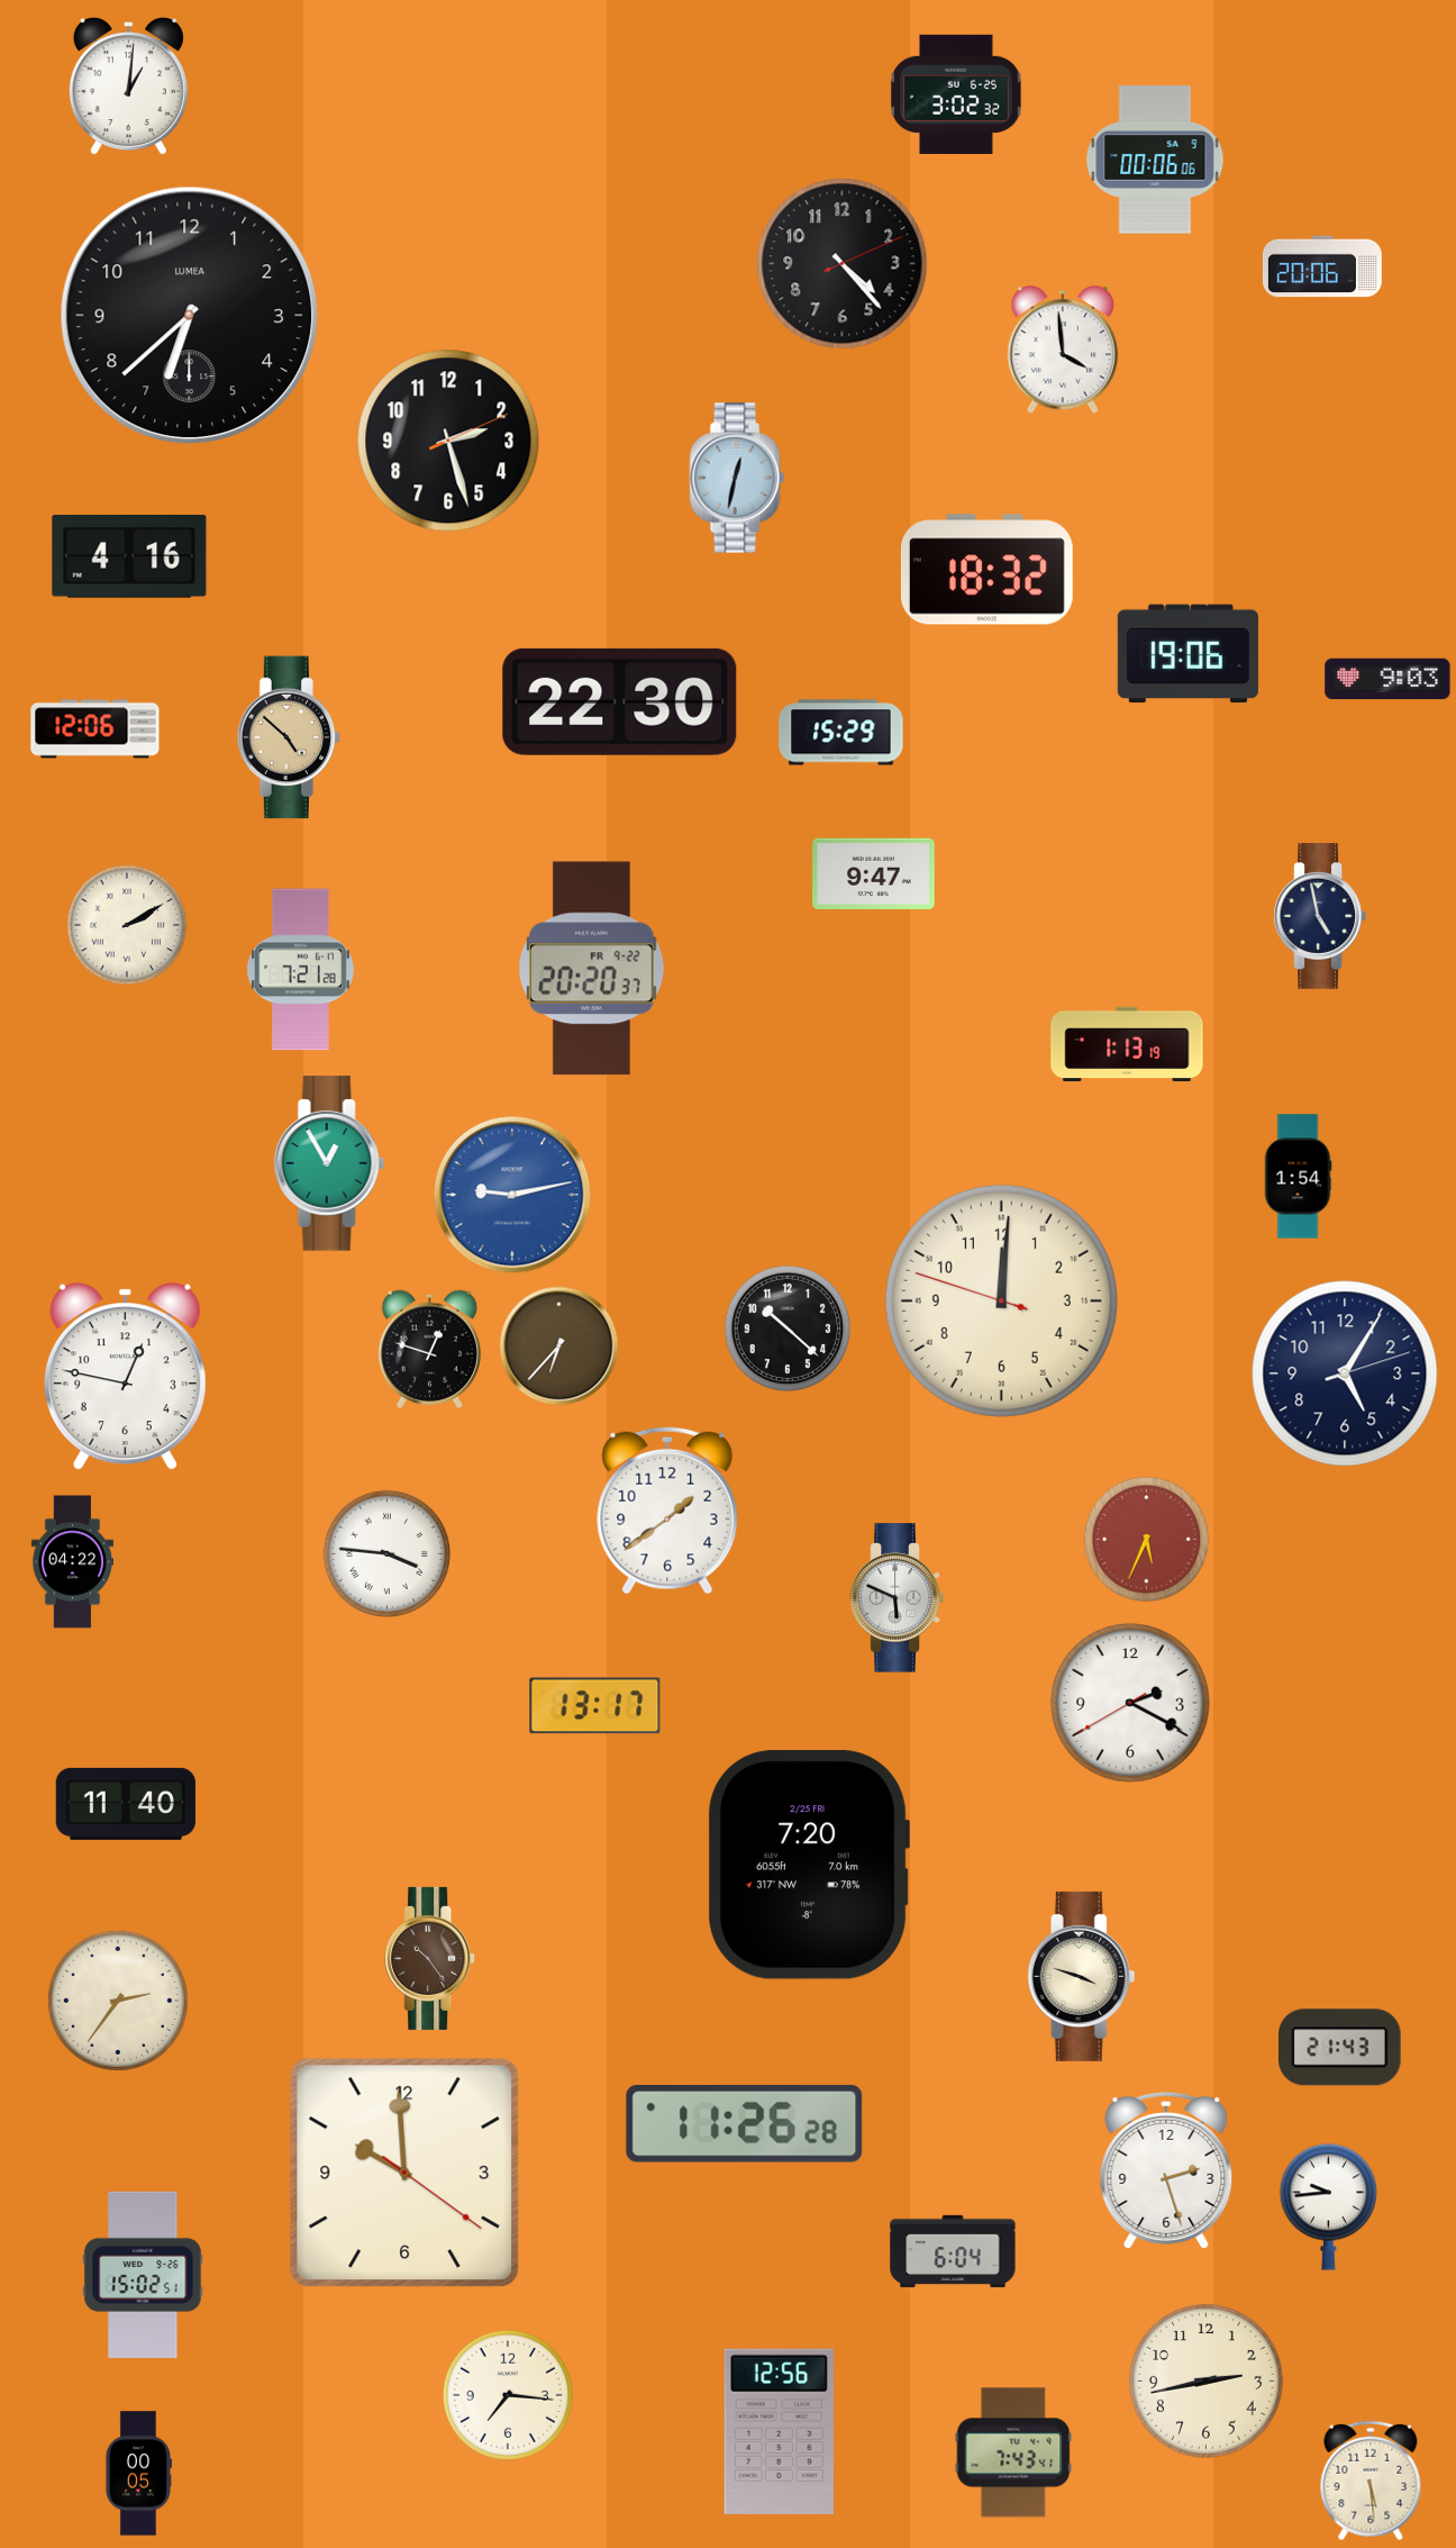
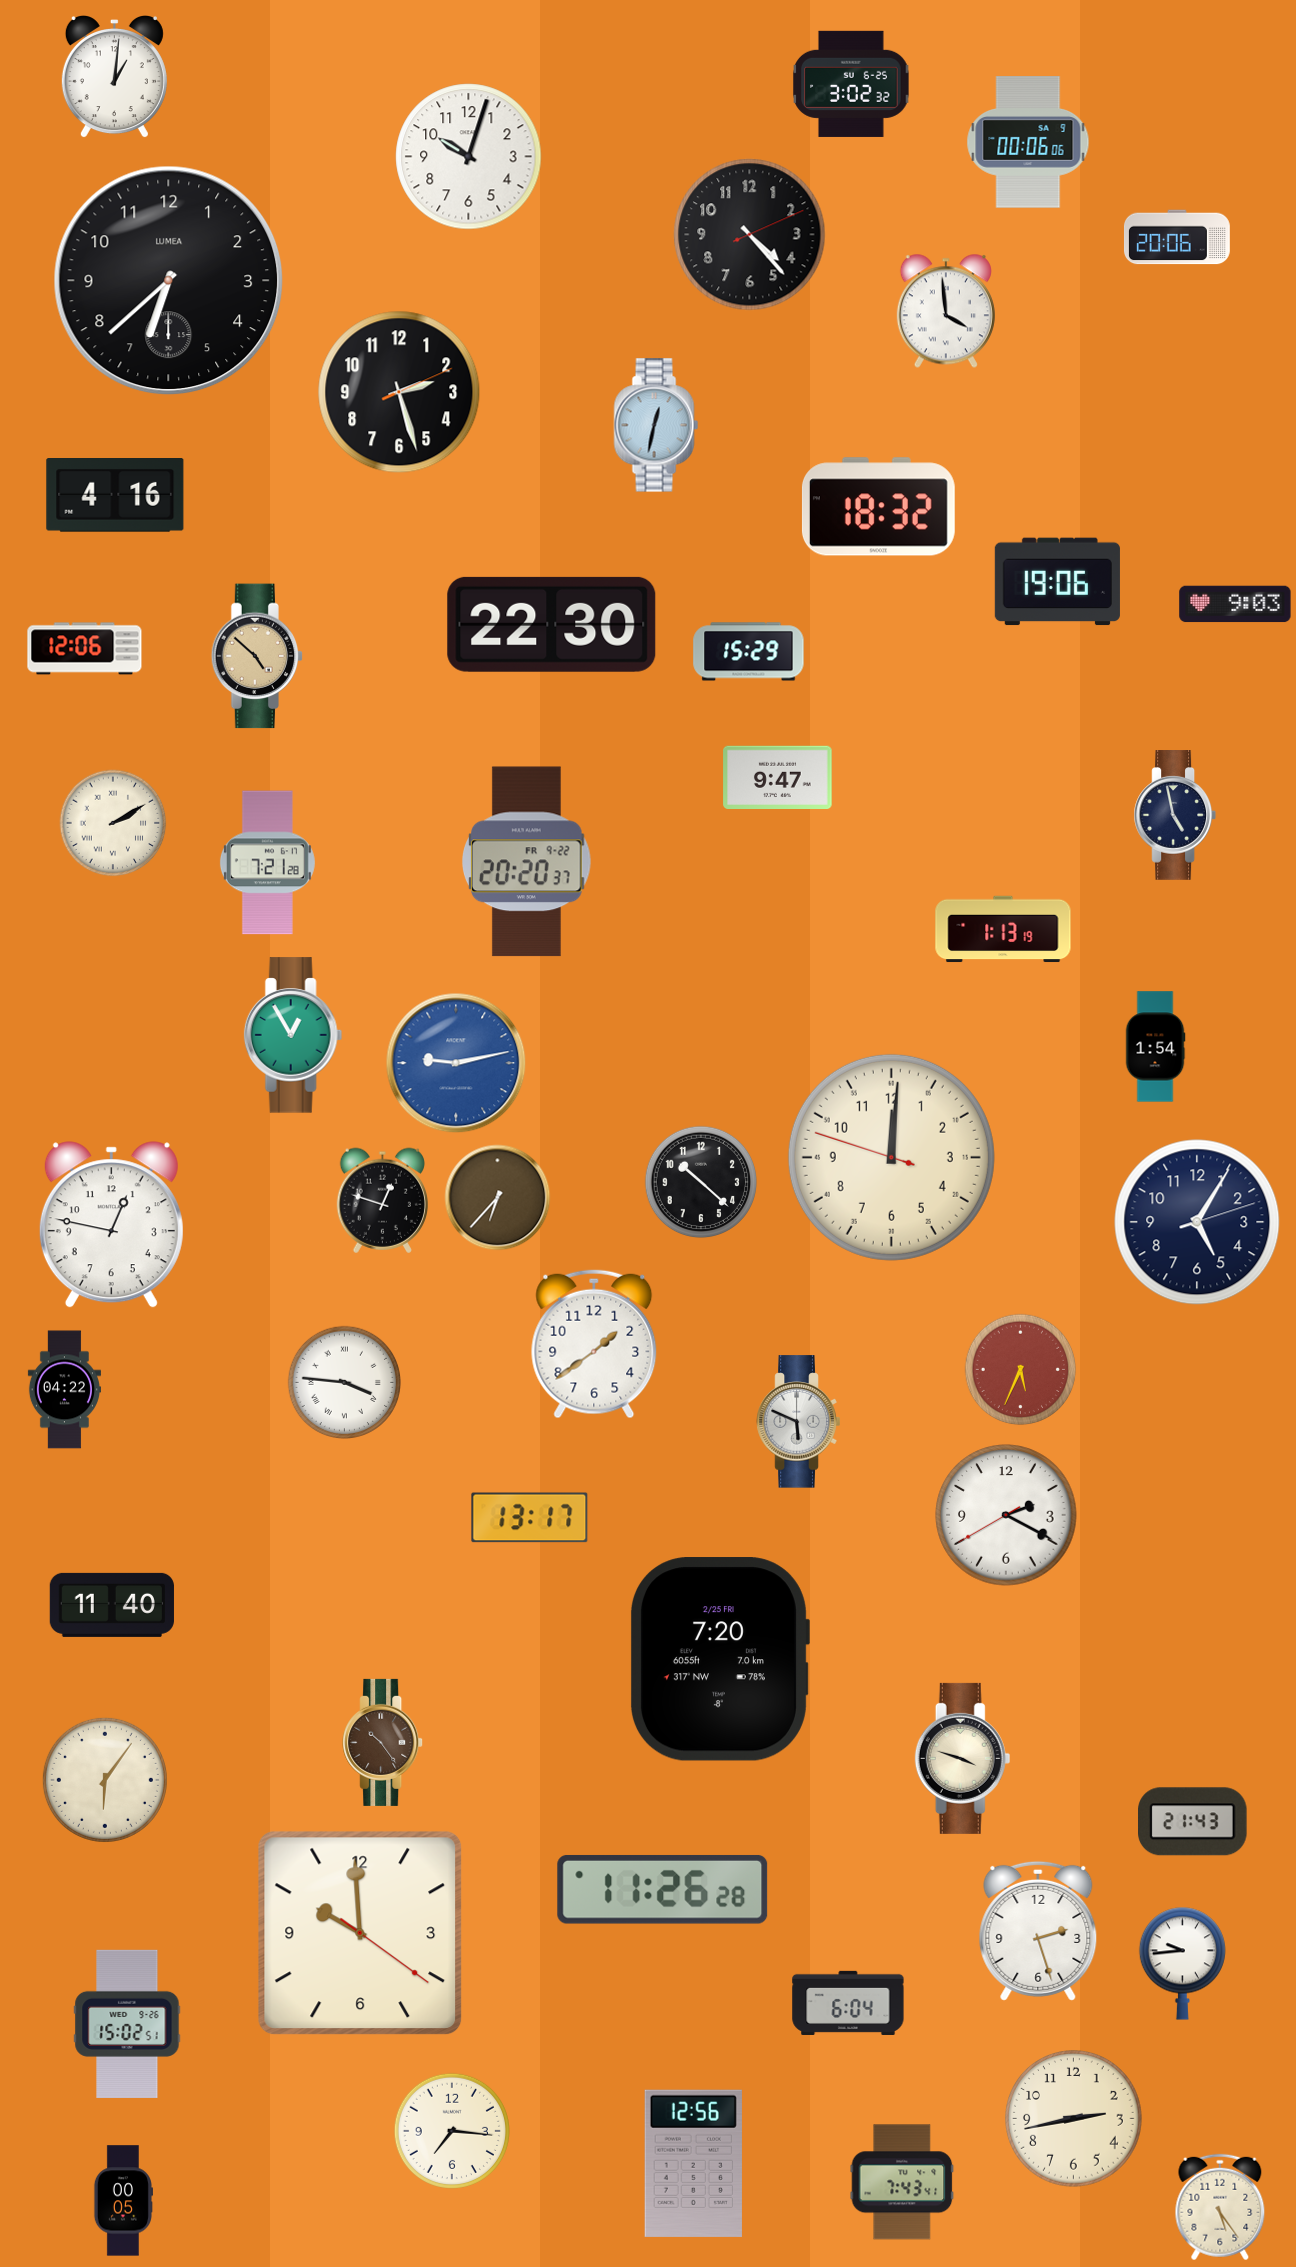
clock at (469, 157): none -> 10:03
clock at (118, 2001): 2:36 -> 6:06
clock at (1371, 2481): 5:29 -> 5:24
